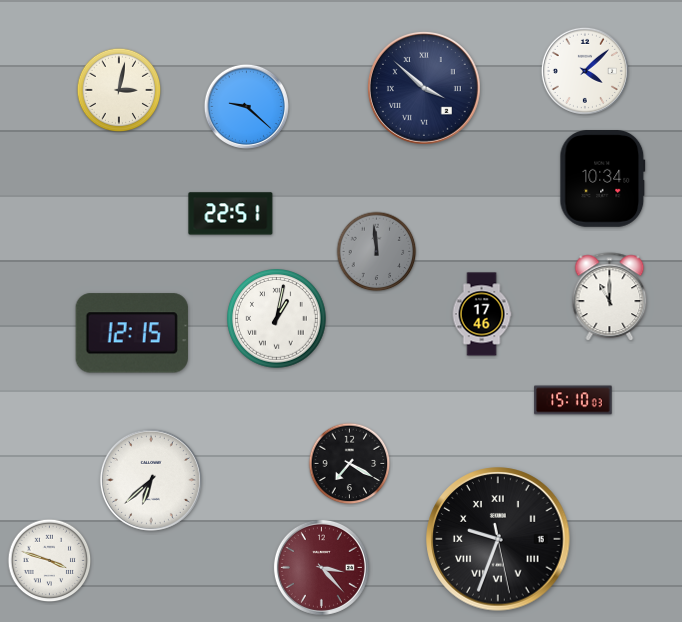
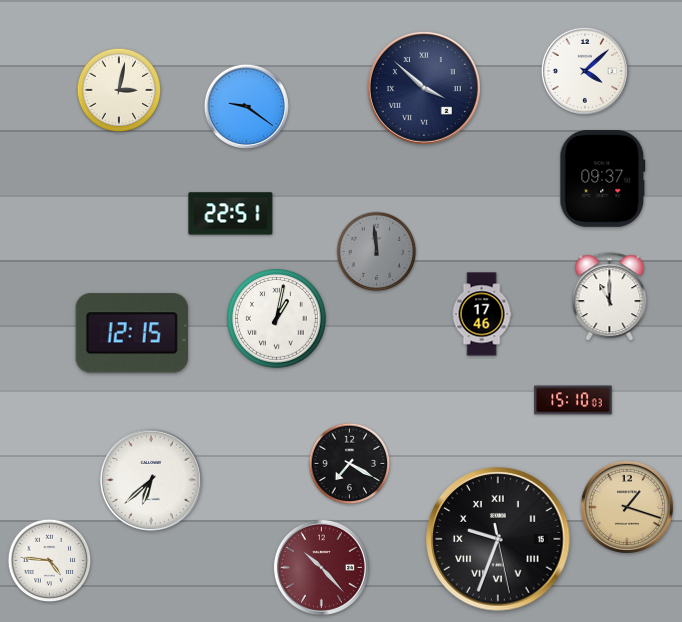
clock at (246, 106): 9:22 -> 9:21
clock at (603, 179): 10:34 -> 09:37
clock at (627, 507): none -> 1:18
clock at (50, 561): 3:48 -> 4:46
clock at (321, 567): 3:23 -> 10:23
